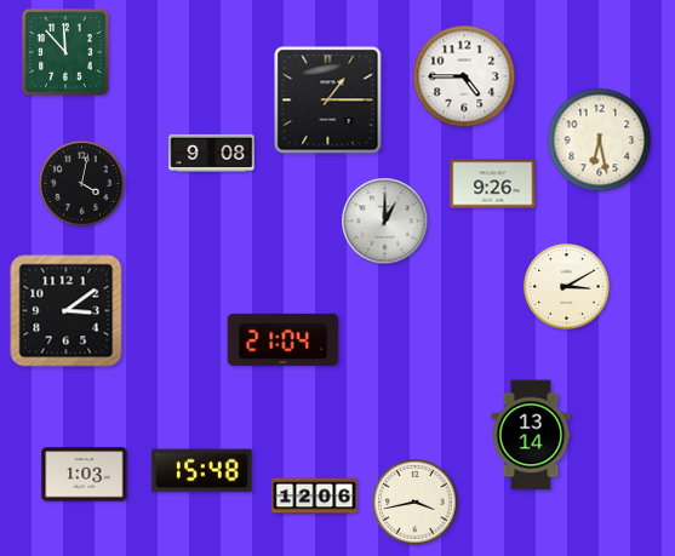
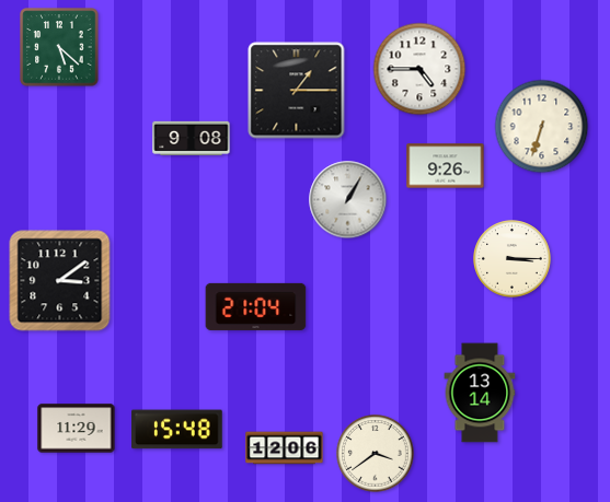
clock at (65, 52): 11:53 -> 5:22
clock at (600, 141): 6:28 -> 6:33
clock at (82, 184): 4:02 -> none
clock at (385, 222): 1:00 -> 1:05
clock at (567, 287): 3:10 -> 3:15
clock at (202, 471) position: (202, 471) -> (177, 430)
clock at (85, 475): 1:03 -> 11:29
clock at (416, 503): 3:43 -> 3:39
